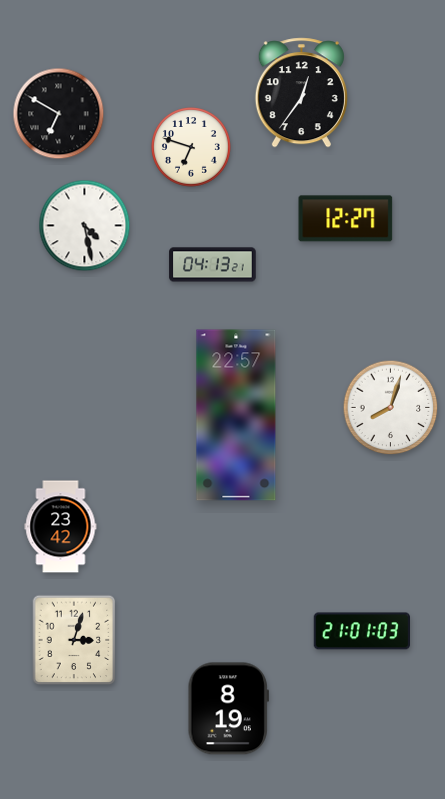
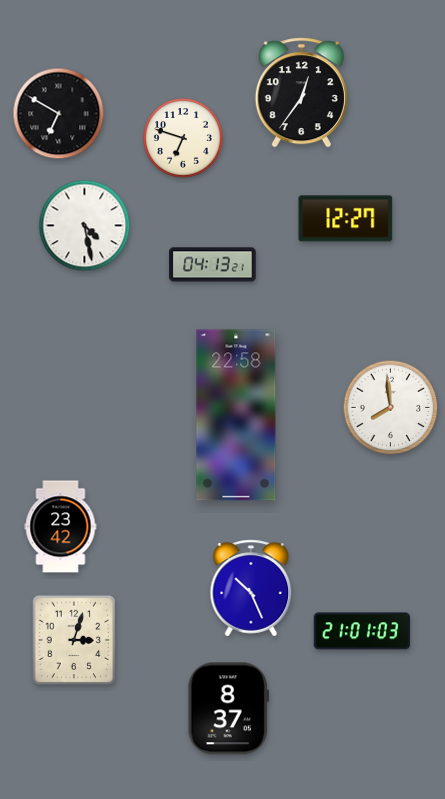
clock at (192, 148) position: (192, 148) -> (184, 139)
clock at (391, 408): 8:03 -> 7:59
clock at (236, 415): 22:57 -> 22:58
clock at (251, 588): none -> 10:26
clock at (228, 709): 8:19 -> 8:37
